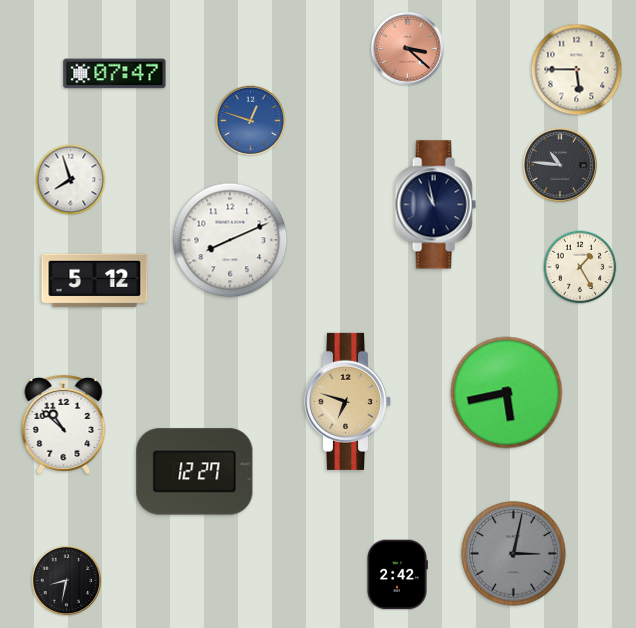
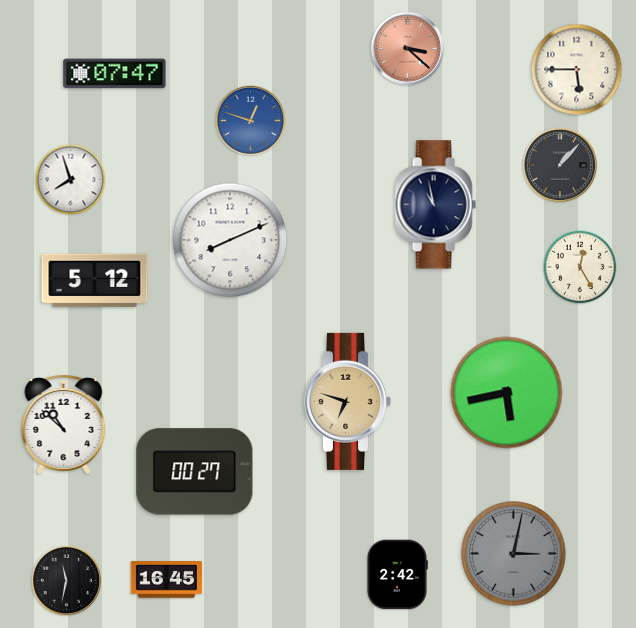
clock at (560, 165): 10:46 -> 1:07
clock at (580, 267): 1:25 -> 12:25
clock at (195, 472): 12:27 -> 00:27
clock at (166, 580): none -> 16:45
clock at (67, 581): 8:32 -> 11:32
